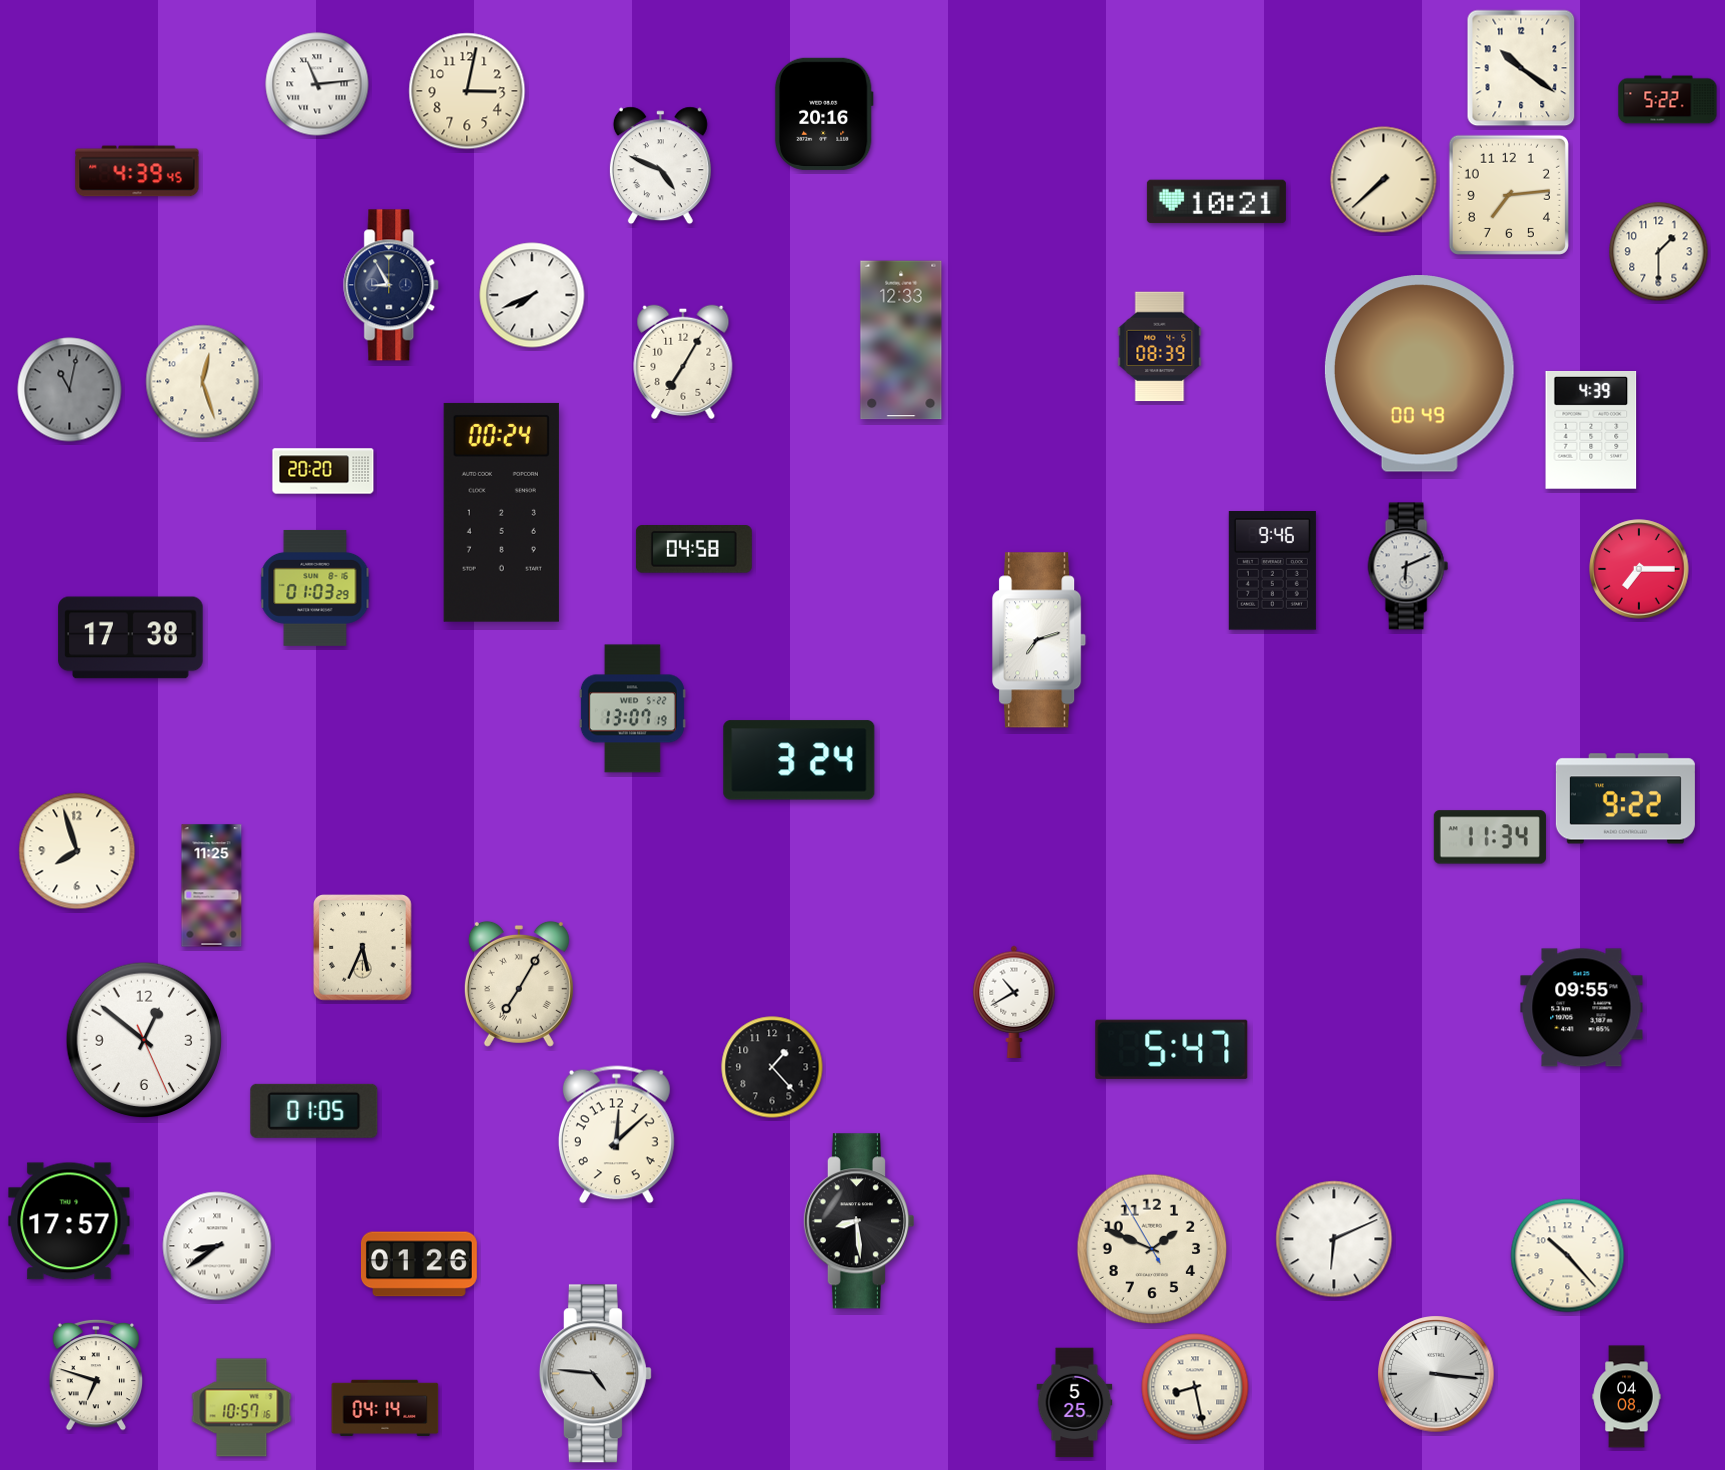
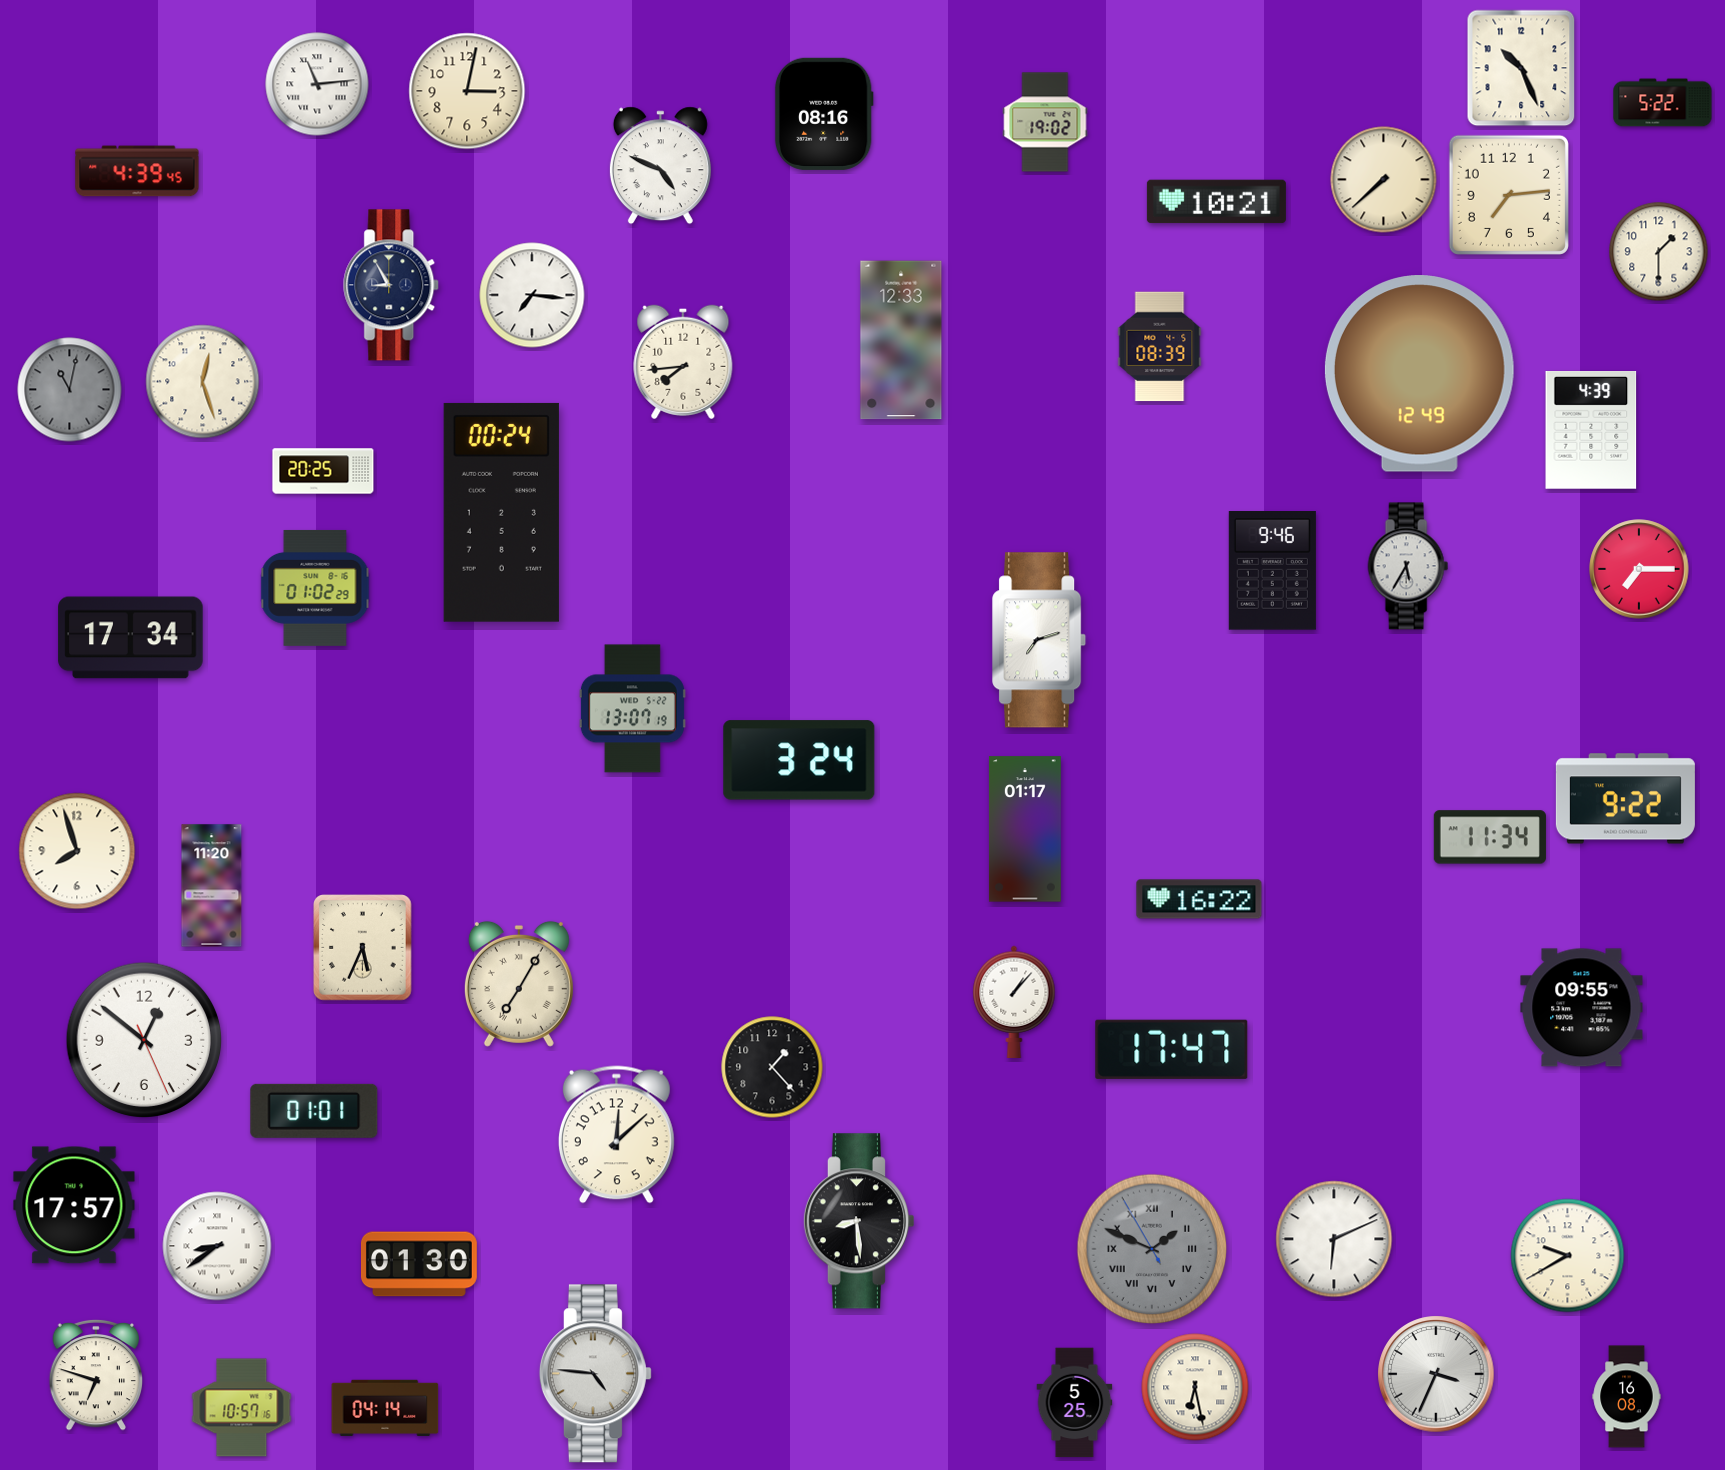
clock at (1521, 68): 10:21 -> 10:26
clock at (1668, 100) position: (1668, 100) -> (1663, 103)
clock at (824, 114): 20:16 -> 08:16
clock at (1045, 122): none -> 19:02
clock at (532, 295): 7:41 -> 7:16
clock at (683, 362): 7:05 -> 7:44
clock at (1419, 374): 00:49 -> 12:49
clock at (323, 471): 20:20 -> 20:25
clock at (694, 550): 04:58 -> none
clock at (1408, 566): 6:11 -> 5:35
clock at (315, 588): 01:03 -> 01:02
clock at (131, 638): 17:38 -> 17:34
clock at (1025, 829): none -> 01:17
clock at (212, 886): 11:25 -> 11:20
clock at (1199, 899): none -> 16:22
clock at (1014, 1002): 10:40 -> 1:07
clock at (1172, 1049): 5:47 -> 17:47
clock at (314, 1111): 01:05 -> 01:01
clock at (69, 1221) position: (69, 1221) -> (74, 1205)
clock at (1152, 1249) dial: cream -> grey
clock at (1152, 1249) numerals: Arabic -> Roman
clock at (1568, 1256): 10:23 -> 9:40
clock at (419, 1264): 01:26 -> 01:30
clock at (1436, 1374): 3:16 -> 3:34
clock at (1195, 1387): 8:28 -> 6:28
clock at (1627, 1397): 04:08 -> 16:08
